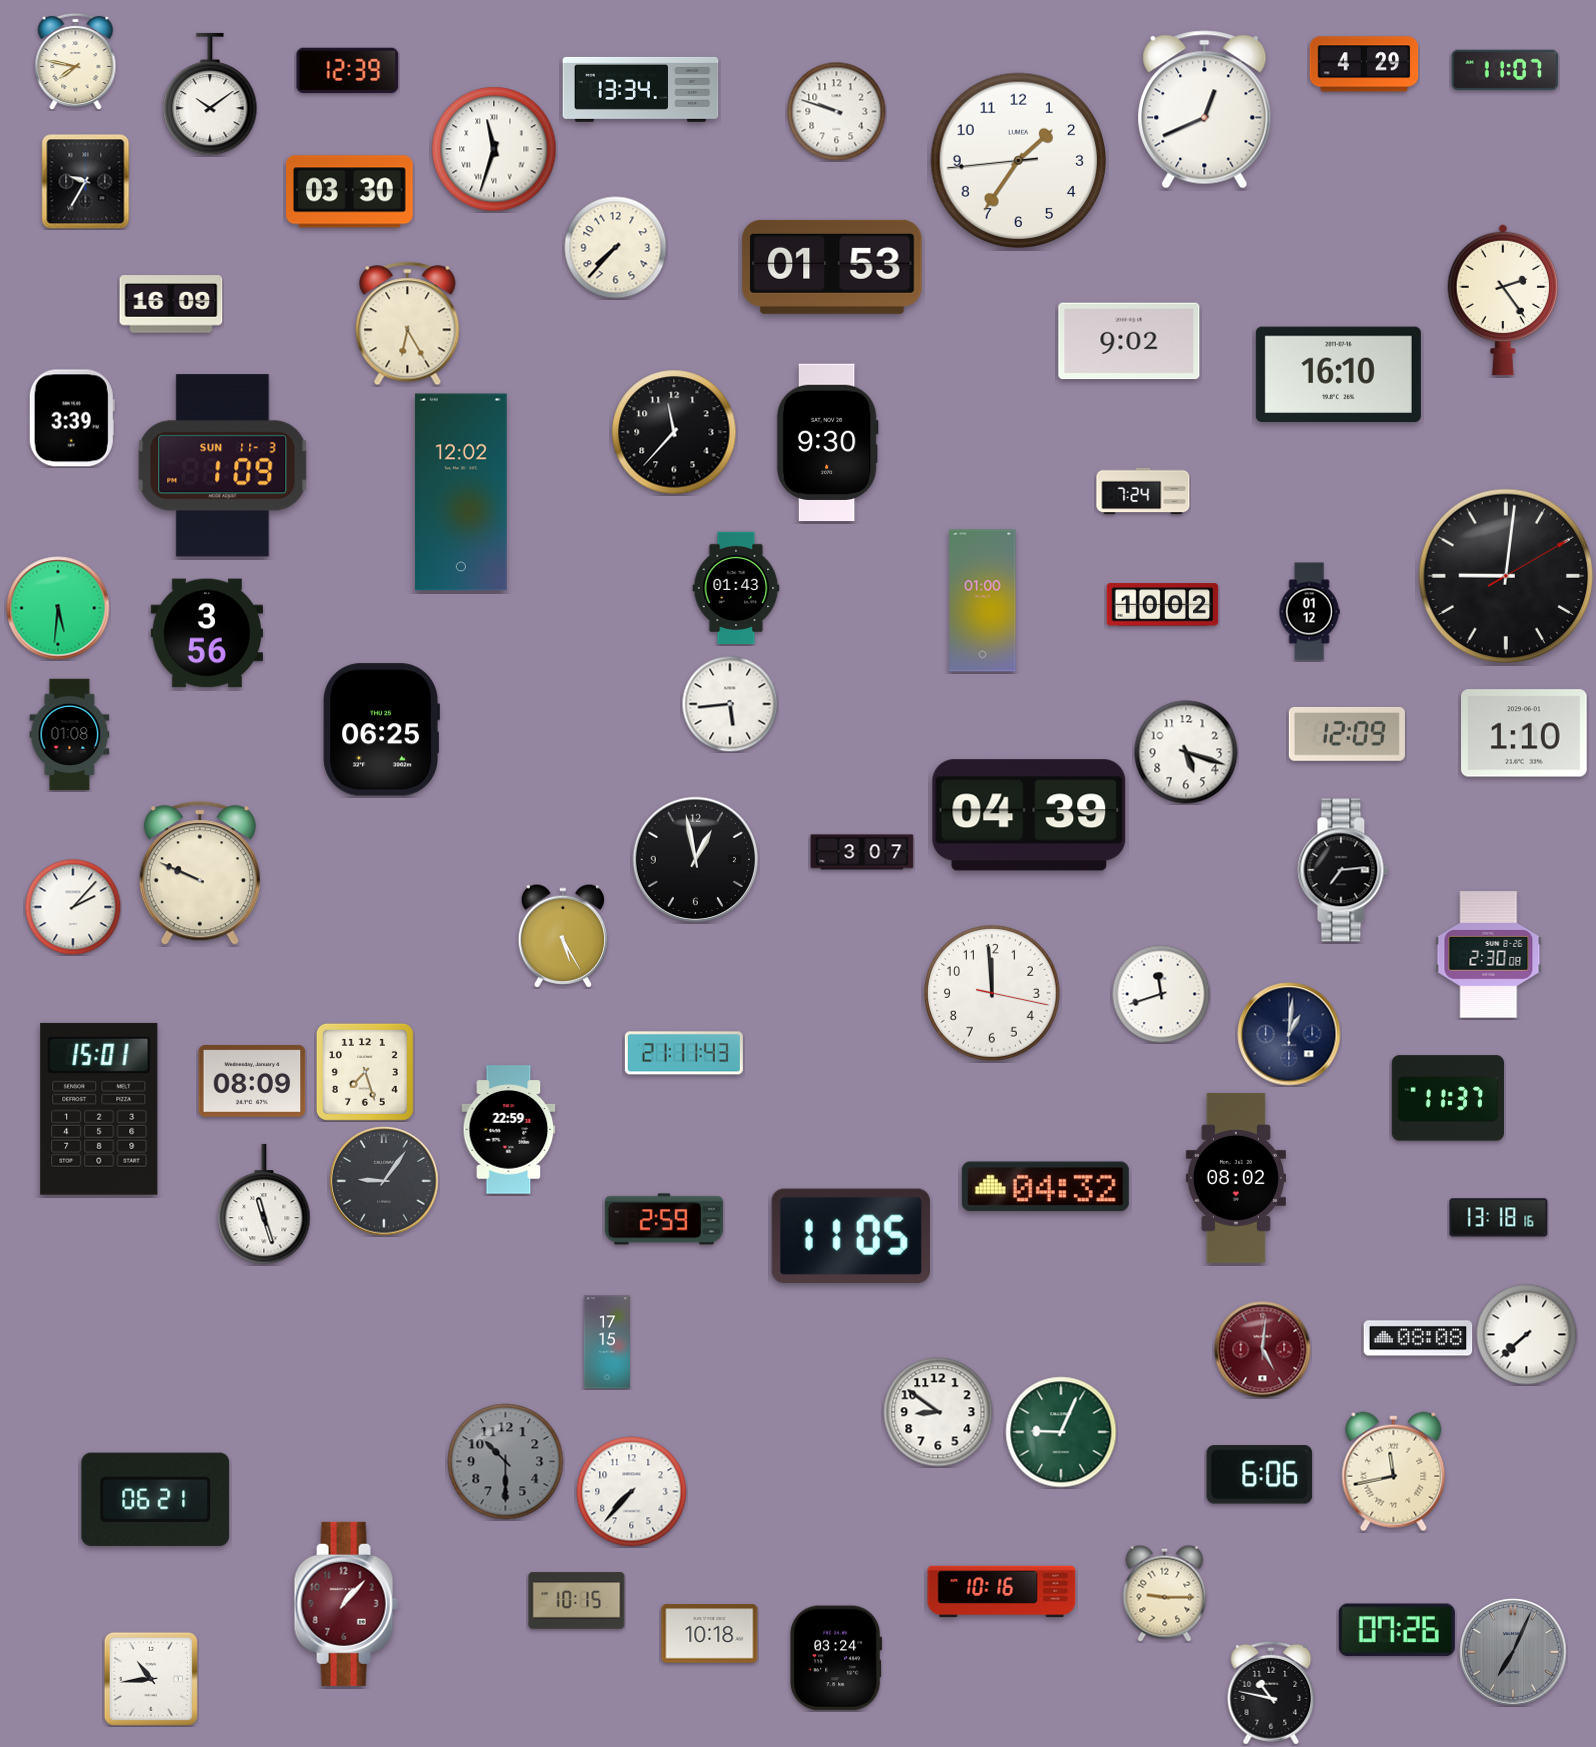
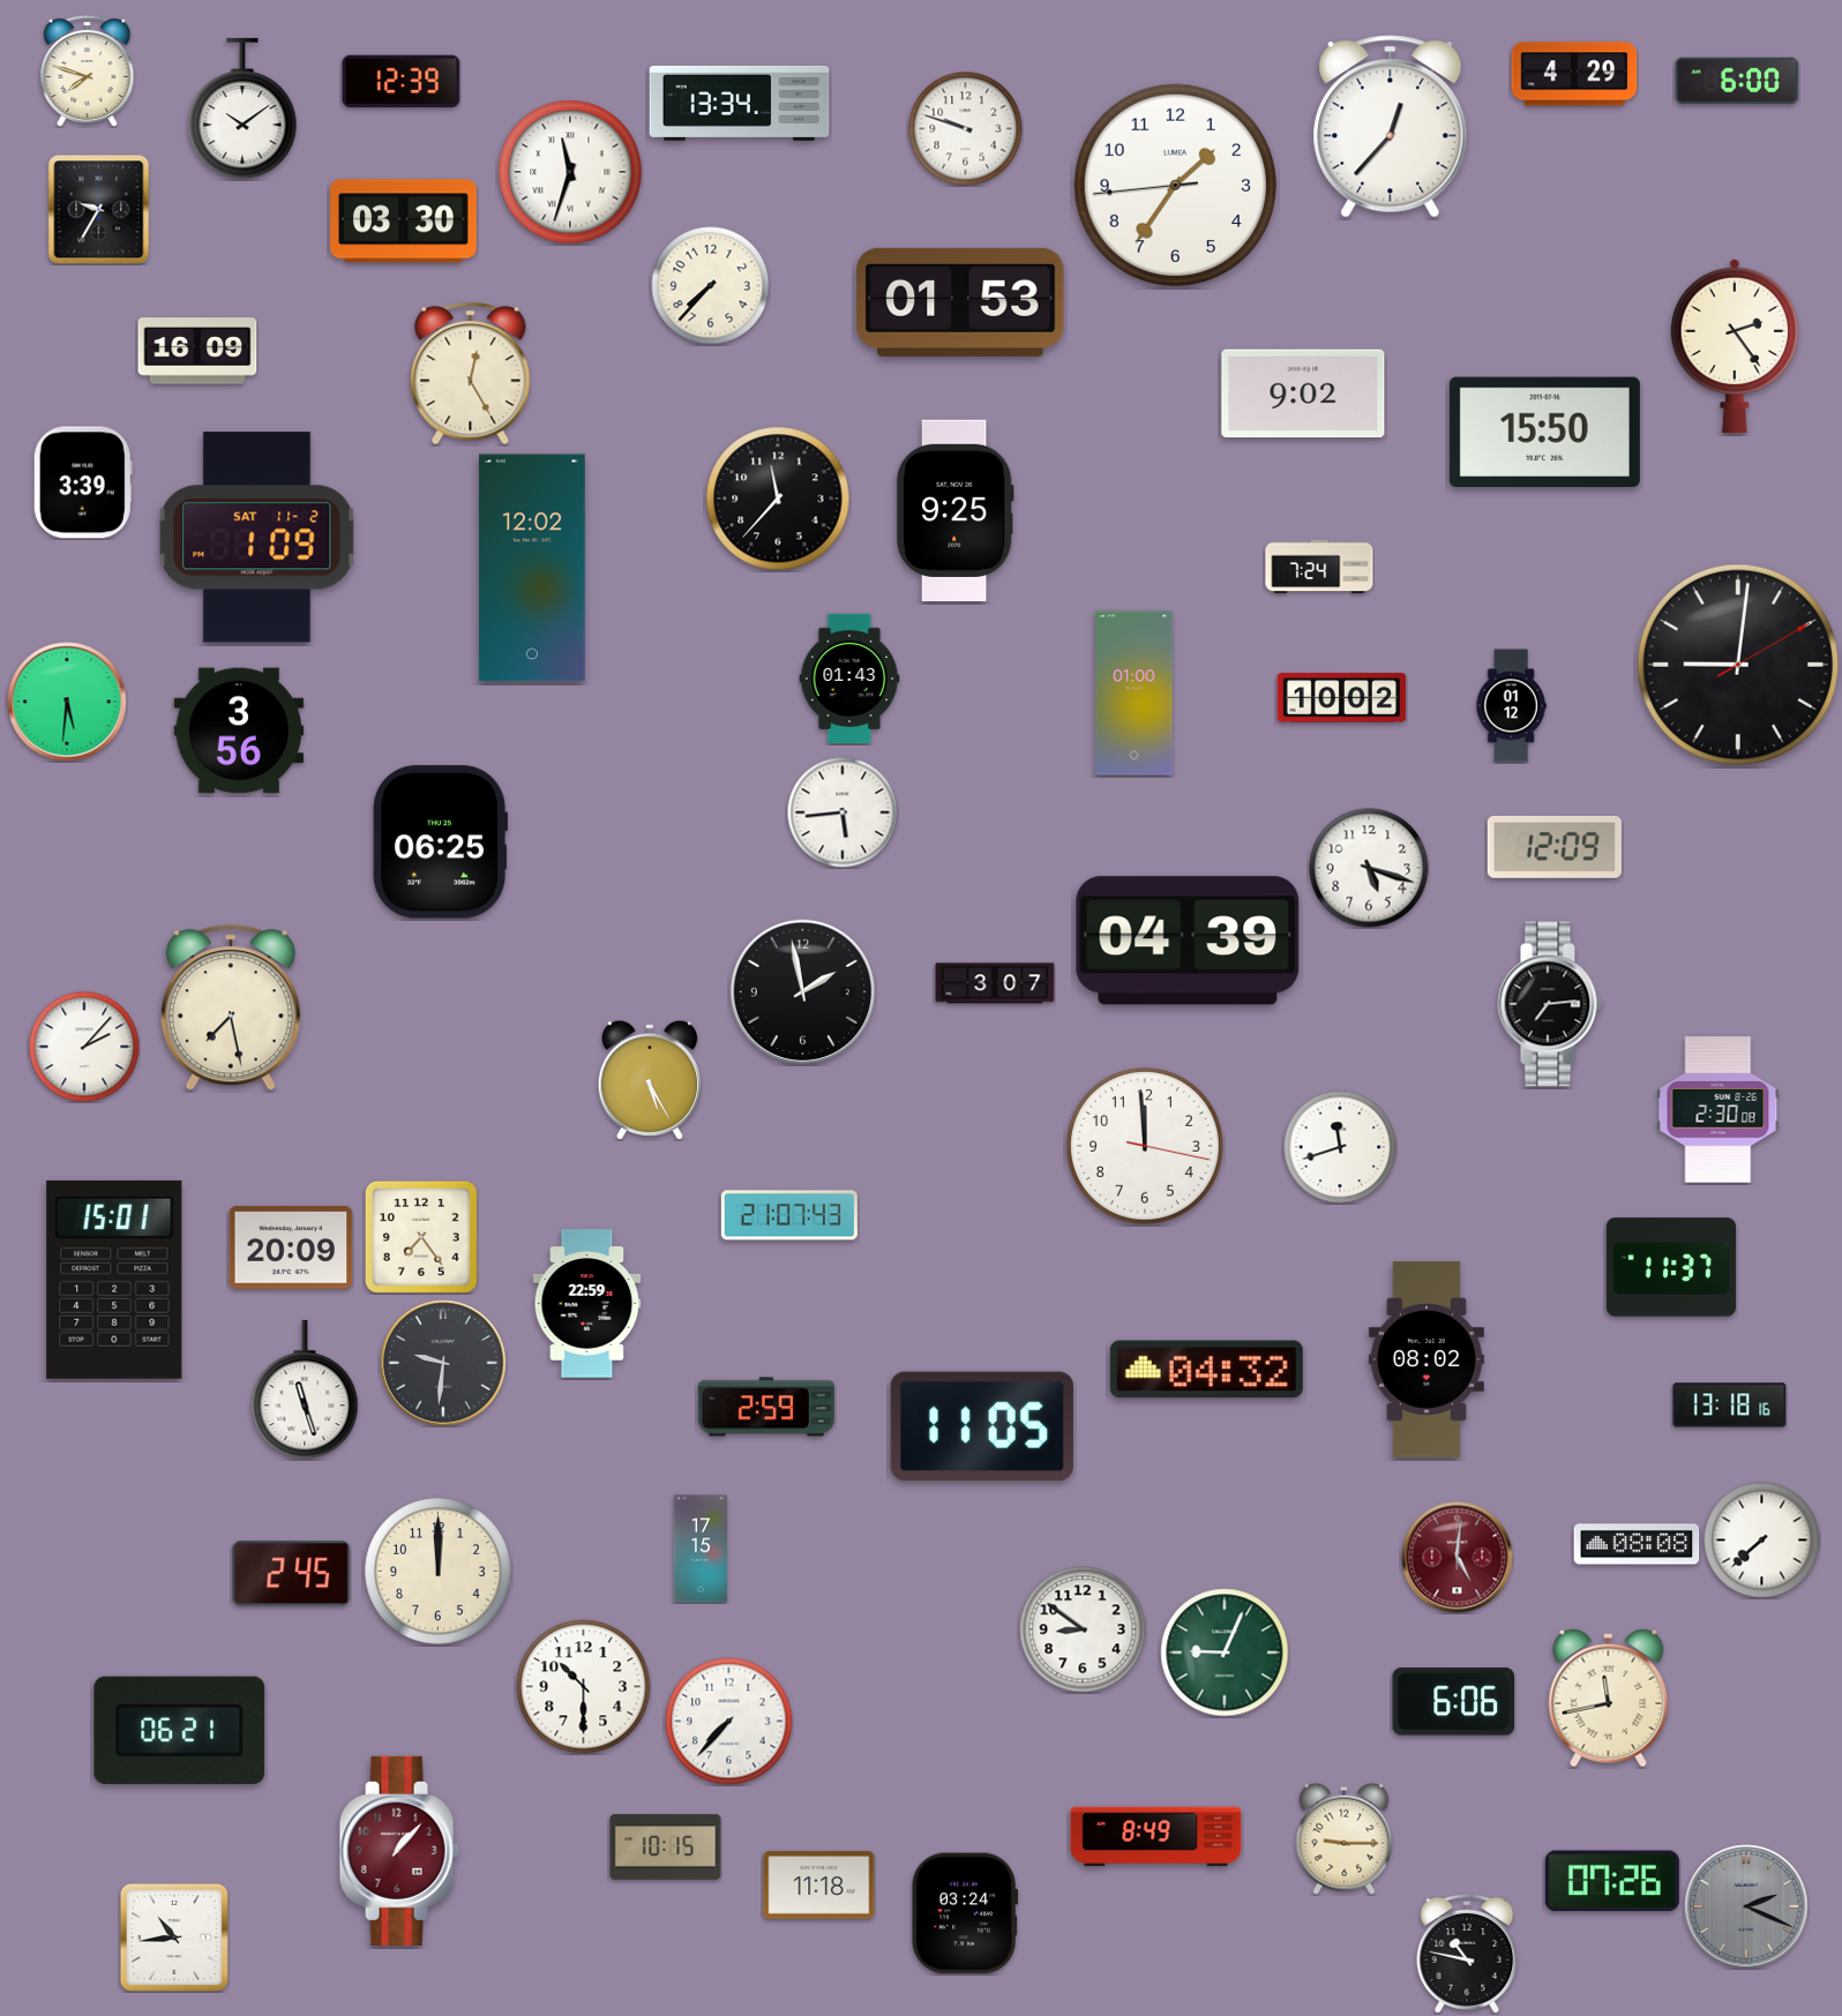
clock at (76, 61): 7:47 -> 7:48
clock at (1505, 70): 11:07 -> 6:00
clock at (1205, 110): 12:41 -> 12:37
clock at (832, 267) position: (832, 267) -> (960, 302)
clock at (408, 324): 6:25 -> 12:25
clock at (1338, 374): 16:10 -> 15:50
clock at (827, 443): 9:30 -> 9:25
clock at (223, 466) date: SUN 11-3 -> SAT 11-2
clock at (1525, 733): 1:10 -> none
clock at (70, 735): 01:08 -> none
clock at (695, 859): 12:58 -> 1:58
clock at (200, 874): 9:49 -> 7:28
clock at (1489, 955) position: (1489, 955) -> (1719, 1110)
clock at (1289, 1034): 1:01 -> none
clock at (684, 1053): 21:11 -> 21:07
clock at (365, 1072): 7:27 -> 7:24
clock at (252, 1082): 08:09 -> 20:09
clock at (384, 1181): 9:06 -> 9:31
clock at (439, 1572): none -> 12:00
clock at (292, 1574): none -> 2:45
clock at (506, 1462) dial: grey -> white
clock at (1002, 1592): 10:16 -> 8:49
clock at (710, 1634): 10:18 -> 11:18
clock at (1513, 1652): 7:04 -> 2:19
